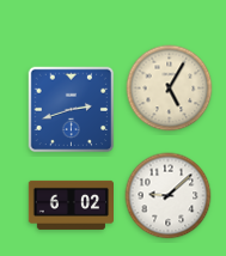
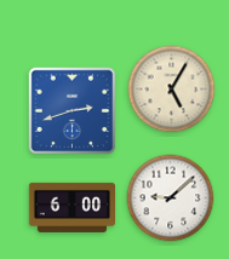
clock at (71, 205): 6:02 -> 6:00
